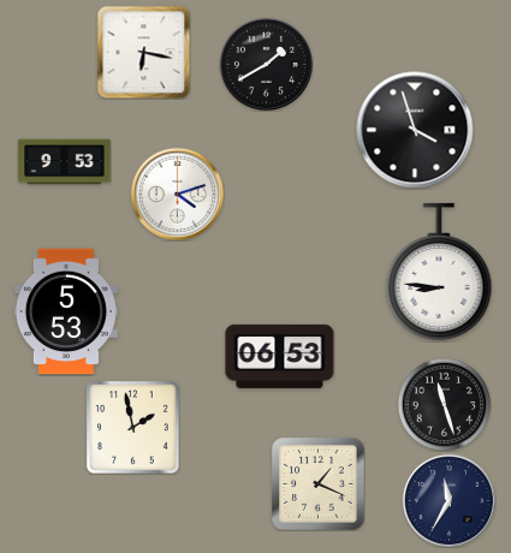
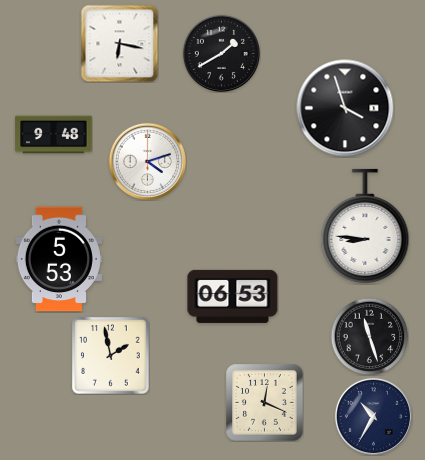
clock at (65, 162): 9:53 -> 9:48
clock at (66, 311) position: (66, 311) -> (59, 259)
clock at (319, 484): 1:19 -> 12:19
clock at (448, 500): 11:35 -> 10:35
